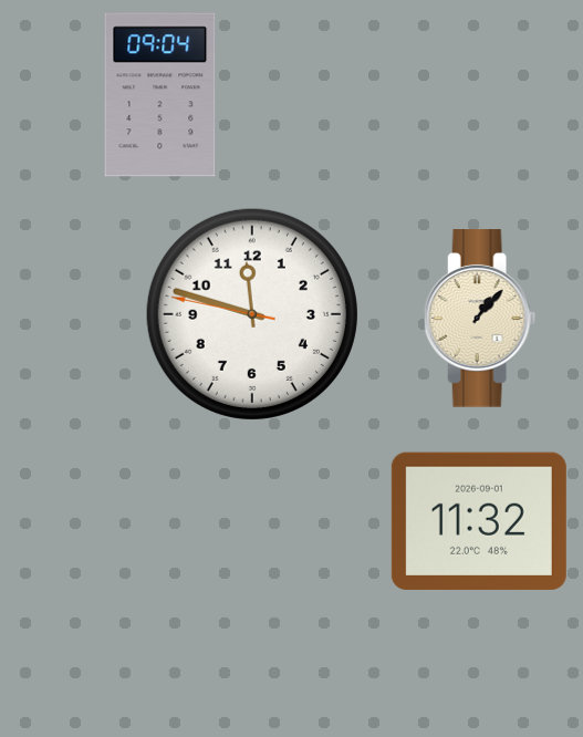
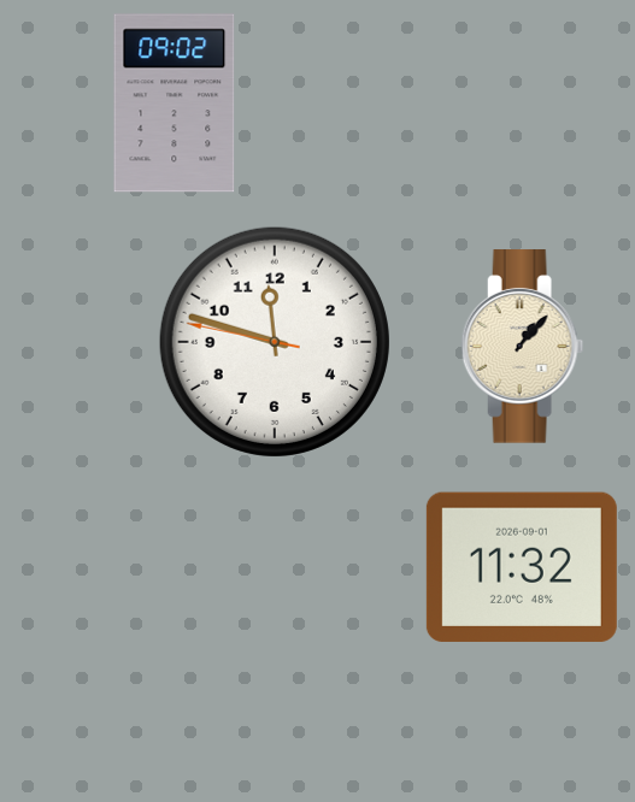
clock at (160, 95): 09:04 -> 09:02
